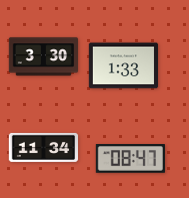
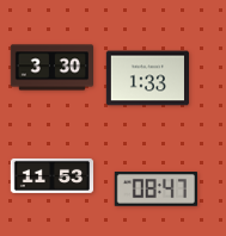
clock at (44, 147): 11:34 -> 11:53
